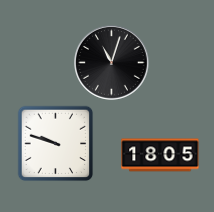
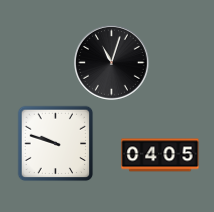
clock at (160, 155): 18:05 -> 04:05
